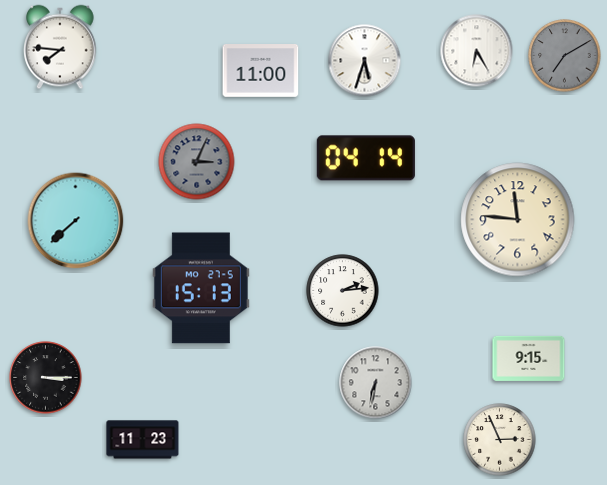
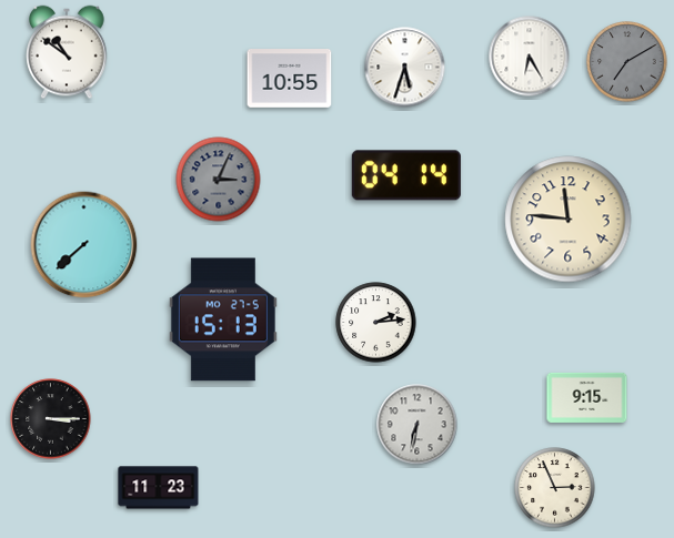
clock at (60, 47): 7:46 -> 10:51
clock at (261, 71): 11:00 -> 10:55
clock at (518, 220) position: (518, 220) -> (569, 220)
clock at (343, 291) position: (343, 291) -> (376, 323)
